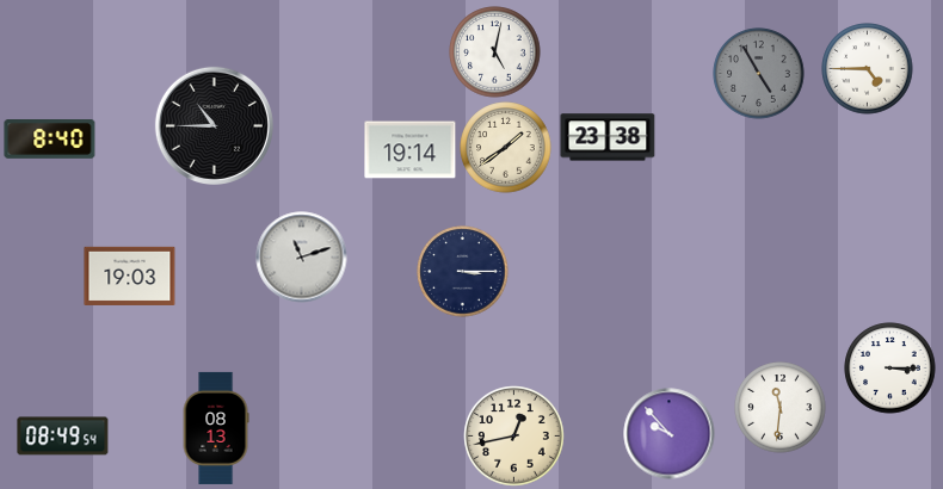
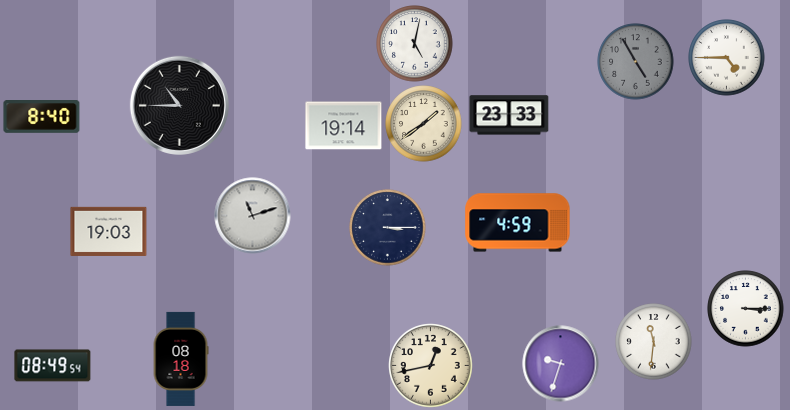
clock at (608, 137): 23:38 -> 23:33
clock at (518, 223): none -> 4:59
clock at (216, 428): 08:13 -> 08:18
clock at (670, 434): 9:53 -> 9:33
